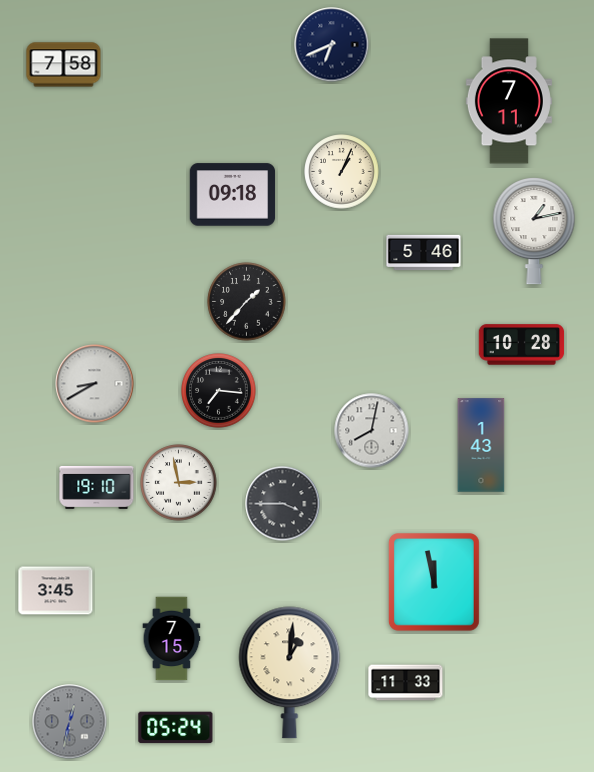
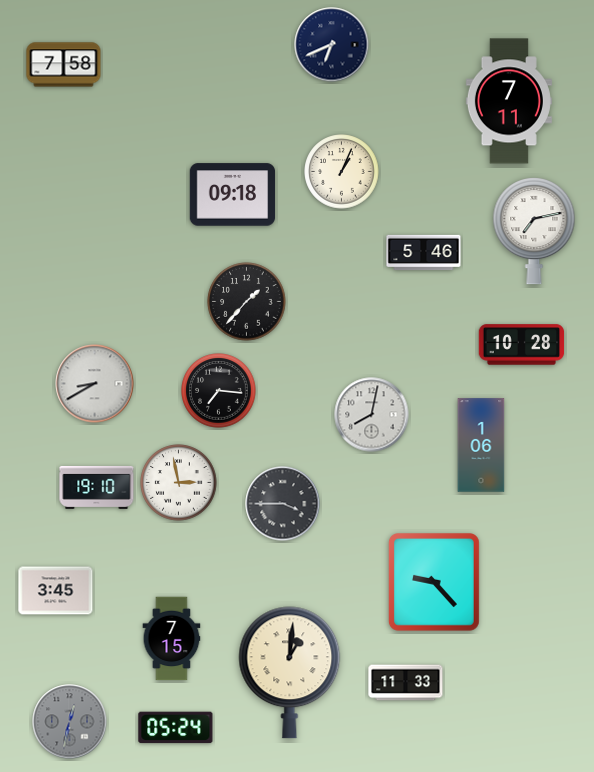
clock at (534, 232): 1:13 -> 7:13
clock at (372, 431) position: (372, 431) -> (372, 415)
clock at (481, 445): 1:43 -> 1:06
clock at (434, 583): 11:58 -> 9:23
